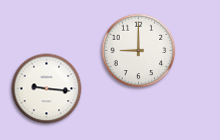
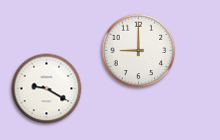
clock at (47, 89): 9:16 -> 9:20
